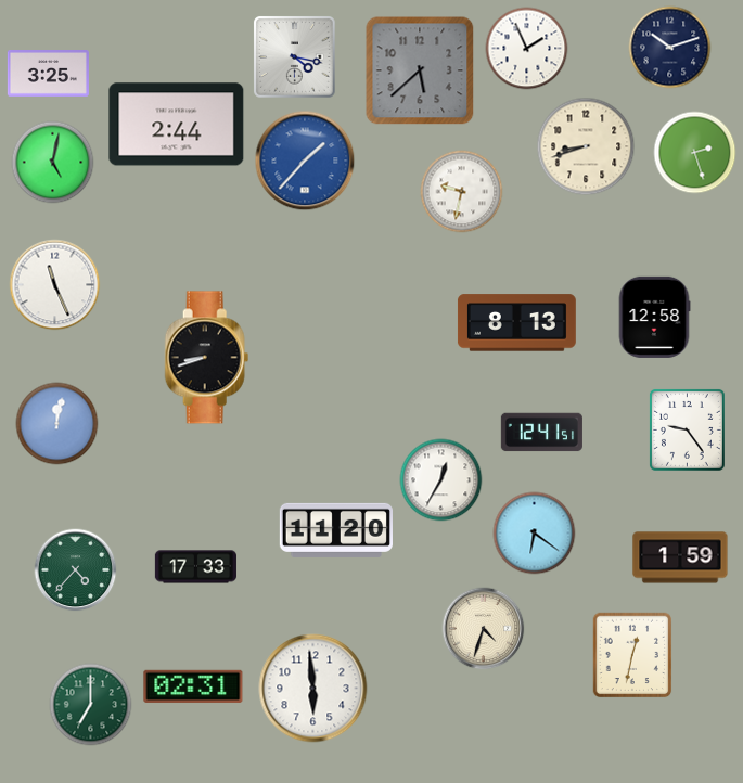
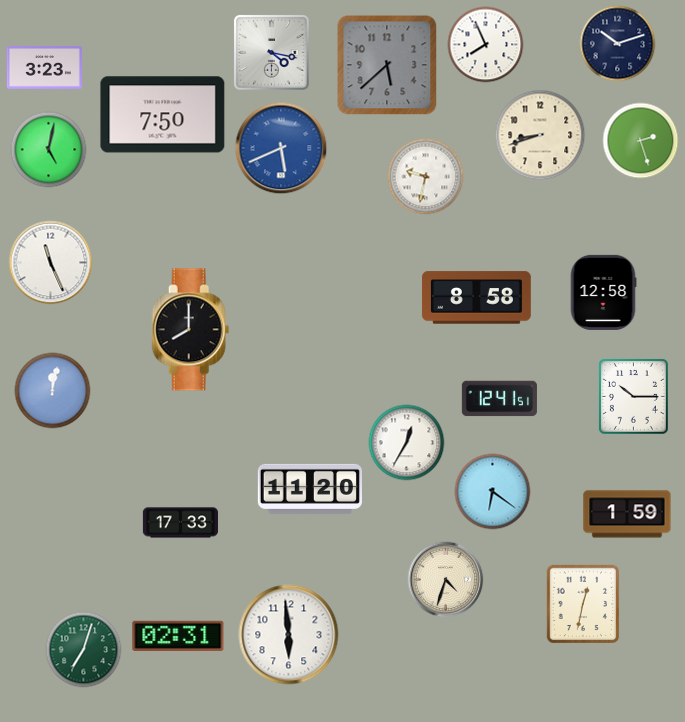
clock at (527, 49): 1:56 -> 7:56
clock at (48, 74): 3:25 -> 3:23
clock at (177, 125): 2:44 -> 7:50
clock at (305, 161): 1:37 -> 5:41
clock at (516, 323): 8:13 -> 8:58
clock at (207, 358): 8:42 -> 8:00
clock at (687, 429): 9:24 -> 10:15
clock at (76, 570): 4:37 -> none
clock at (193, 686) position: (193, 686) -> (178, 636)
clock at (91, 705): 7:00 -> 7:03
